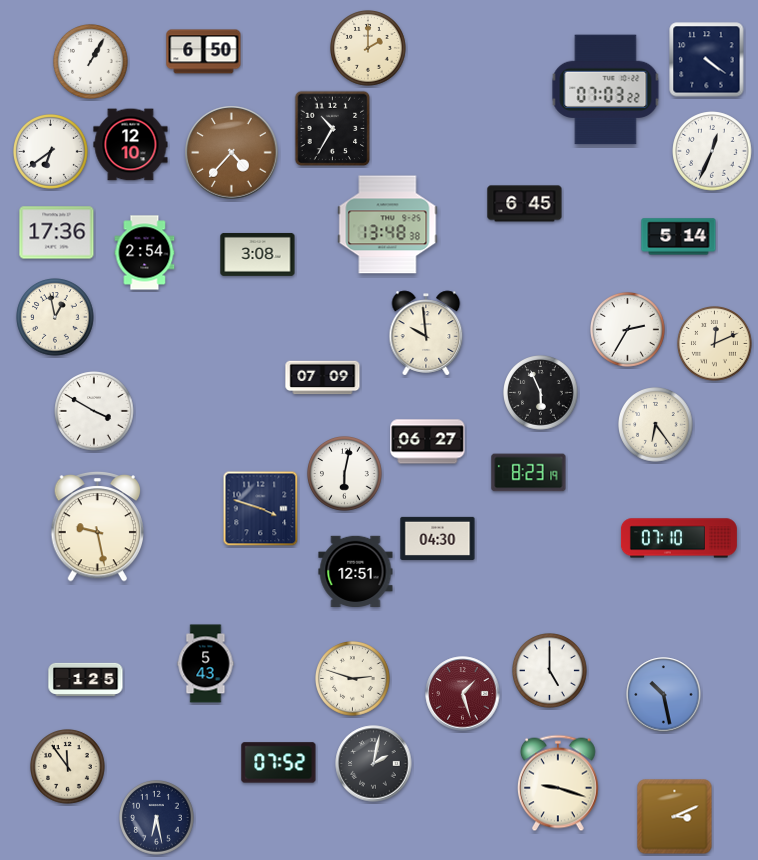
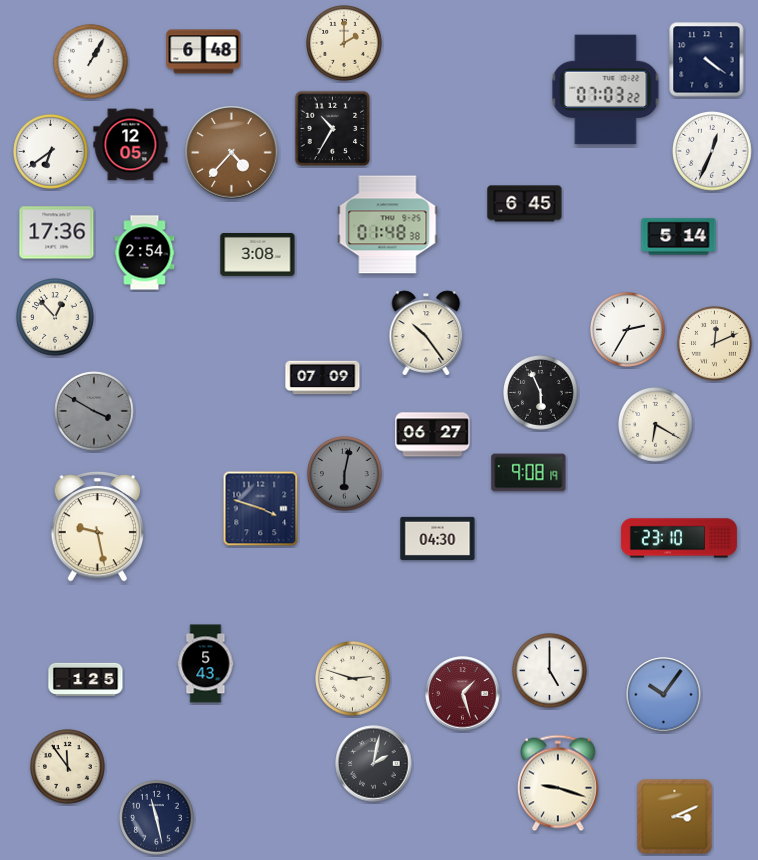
clock at (369, 49) position: (369, 49) -> (345, 44)
clock at (204, 52): 6:50 -> 6:48
clock at (131, 145): 12:10 -> 12:05
clock at (388, 225): 13:48 -> 01:48
clock at (55, 317): 12:58 -> 12:53
clock at (426, 333): 9:59 -> 10:24
clock at (94, 411) dial: white -> grey
clock at (656, 425): 6:24 -> 6:20
clock at (428, 442) position: (428, 442) -> (433, 435)
clock at (529, 473): 8:23 -> 9:08
clock at (345, 474) dial: white -> grey
clock at (679, 538): 07:10 -> 23:10
clock at (356, 571): 12:51 -> none
clock at (664, 695): 10:28 -> 10:06
clock at (279, 763): 07:52 -> none
clock at (157, 818): 6:28 -> 11:28
